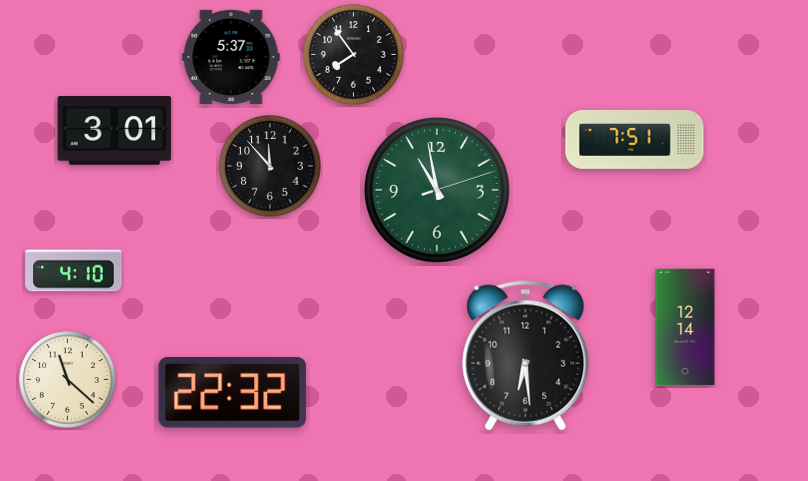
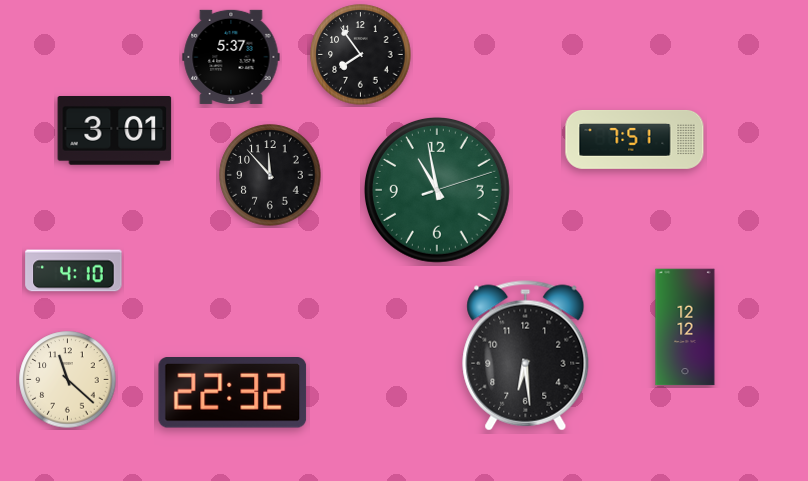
clock at (354, 55) position: (354, 55) -> (361, 55)
clock at (270, 166) position: (270, 166) -> (270, 175)
clock at (685, 327): 12:14 -> 12:12
